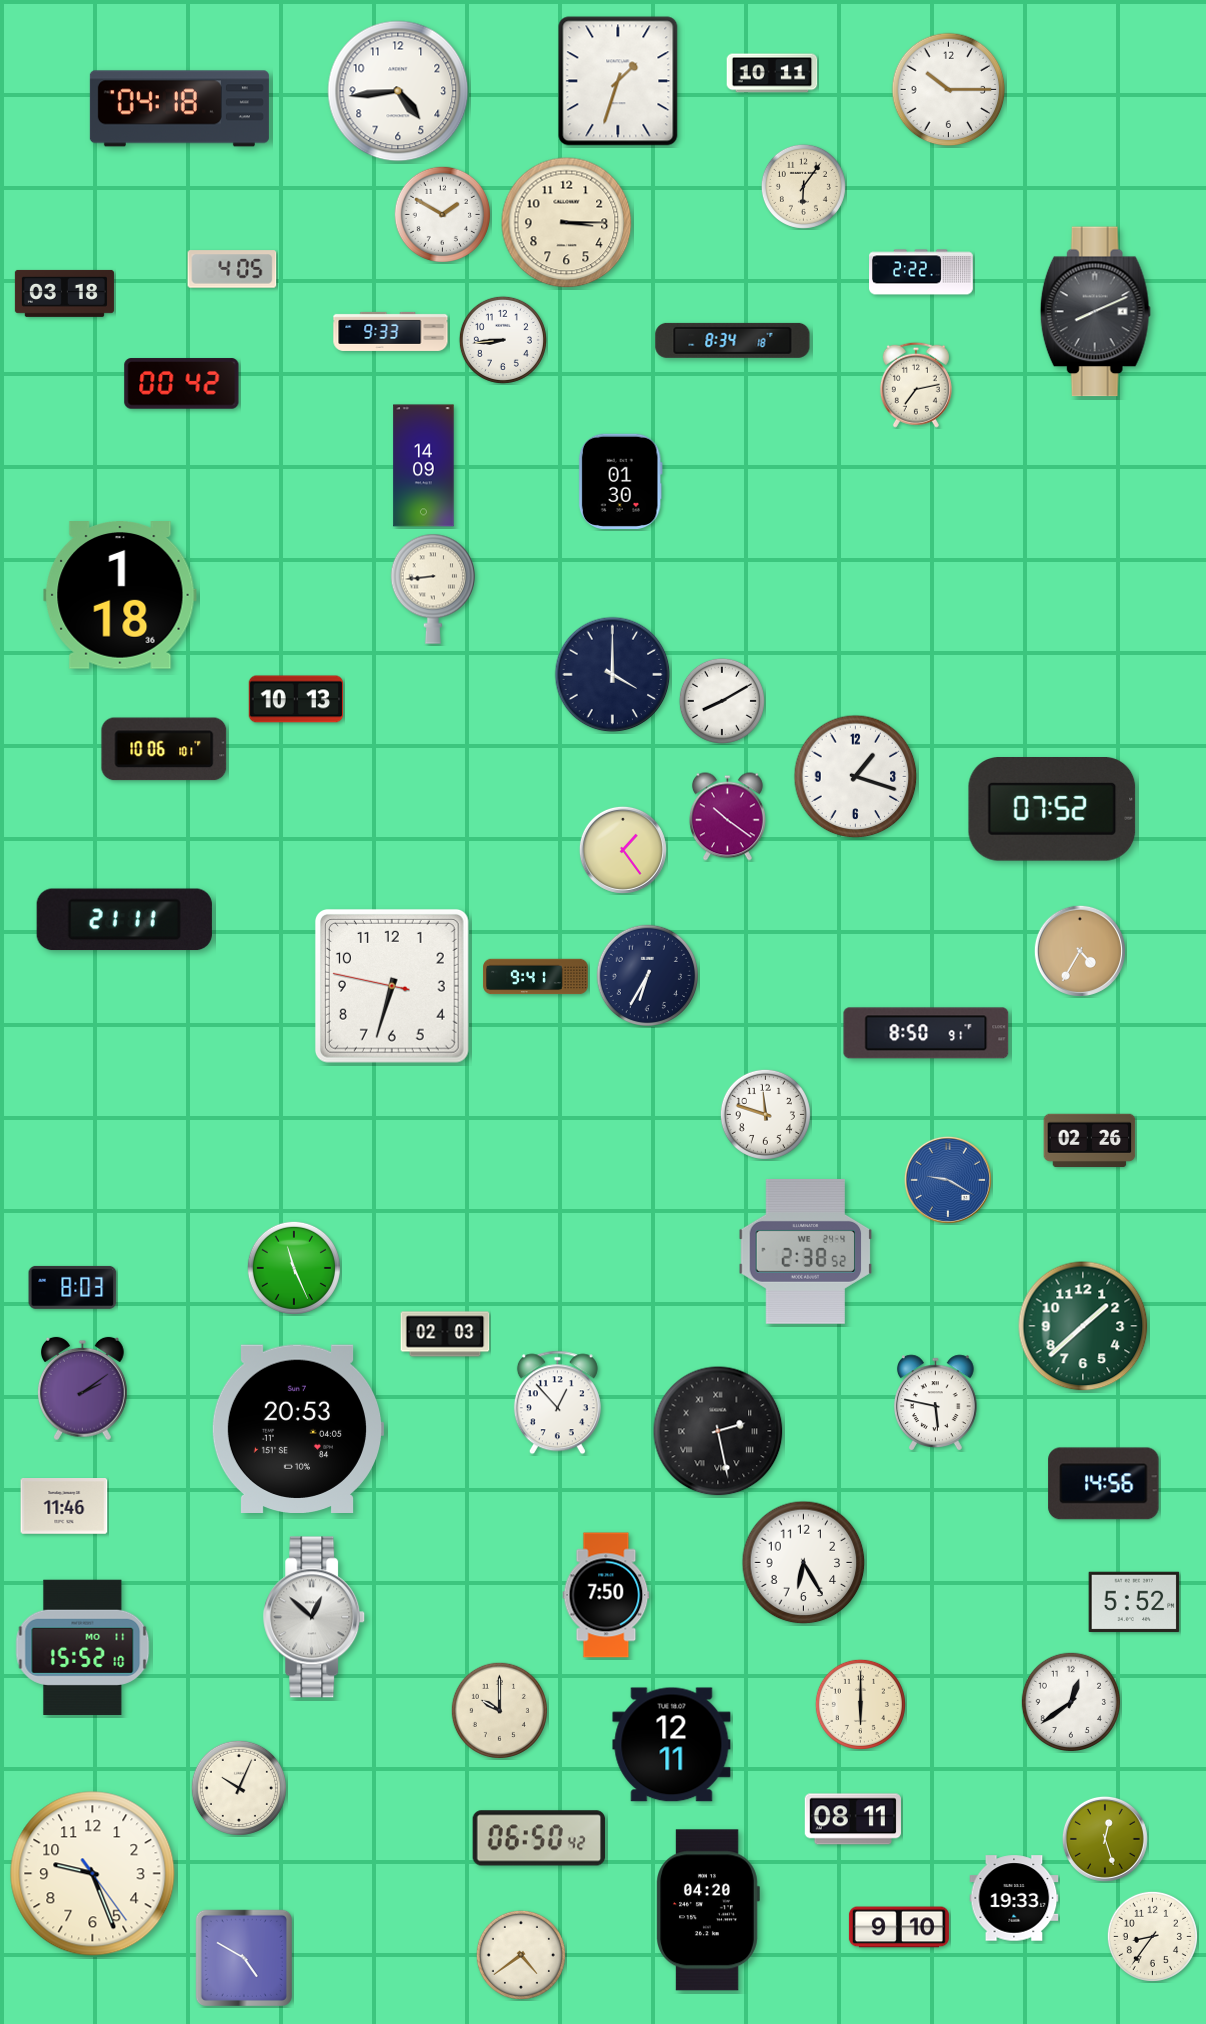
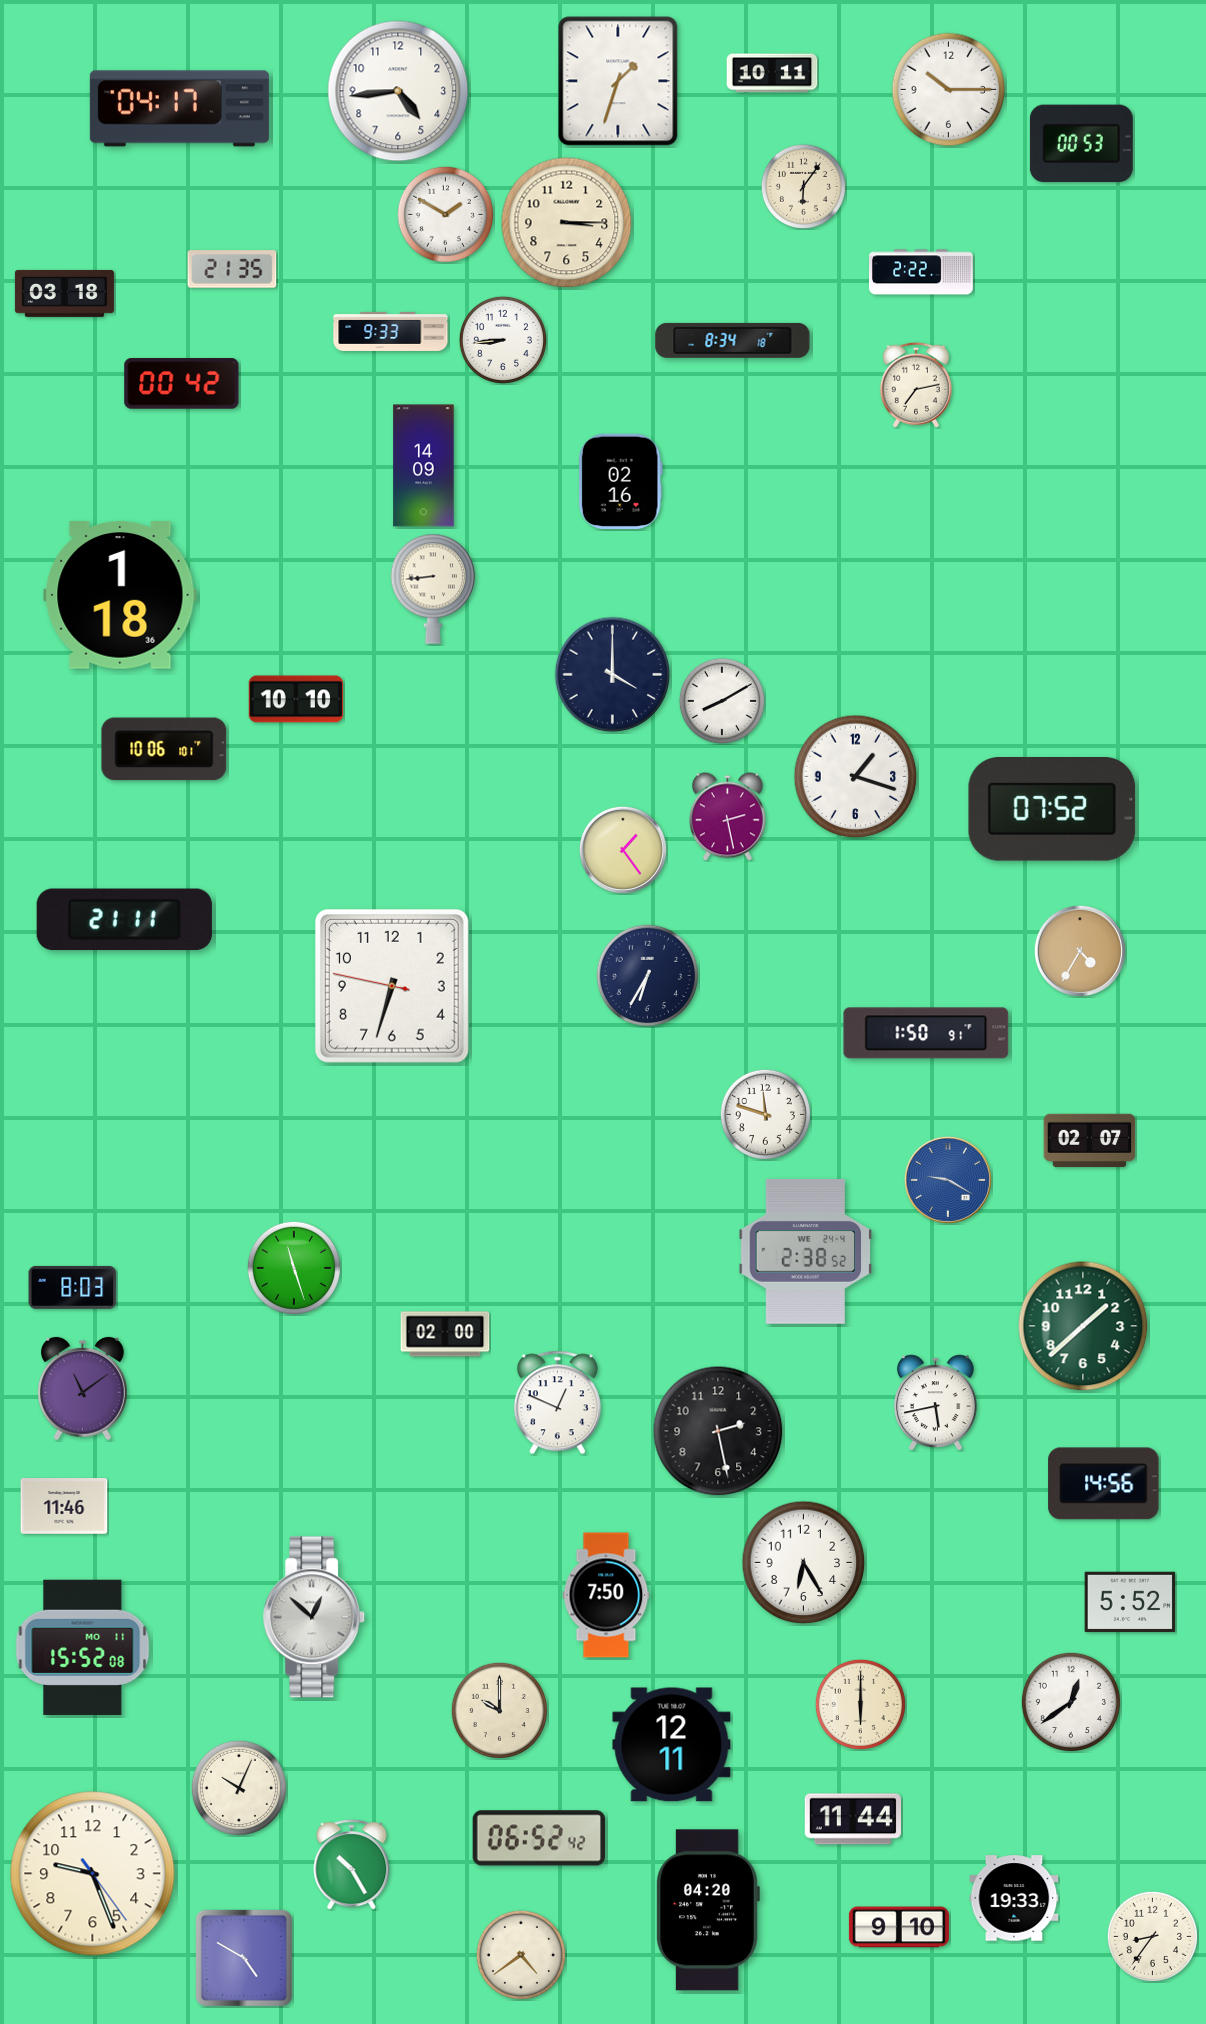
clock at (179, 109): 04:18 -> 04:17
clock at (1081, 144): none -> 00:53
clock at (442, 214) position: (442, 214) -> (445, 214)
clock at (232, 269): 4:05 -> 21:35
clock at (1095, 312): 8:11 -> none
clock at (620, 481): 01:30 -> 02:16
clock at (296, 699): 10:13 -> 10:10
clock at (727, 817): 10:21 -> 2:28
clock at (536, 977): 9:41 -> none
clock at (926, 1033): 8:50 -> 1:50
clock at (1090, 1140): 02:26 -> 02:07
clock at (294, 1268): 11:26 -> 11:27
clock at (445, 1334): 02:03 -> 02:00
clock at (82, 1389): 2:09 -> 11:09
clock at (557, 1403): 12:53 -> 12:49
clock at (935, 1403): 5:47 -> 5:43
clock at (297, 1428): 20:53 -> none
clock at (718, 1431) numerals: Roman -> Arabic
clock at (1134, 1602) position: (1134, 1602) -> (1130, 1602)
clock at (83, 1647): 15:52:10 -> 15:52:08
clock at (853, 1819): 08:11 -> 11:44
clock at (539, 1838): 06:50 -> 06:52
clock at (1105, 1839): 12:27 -> none
clock at (352, 1865): none -> 10:25
